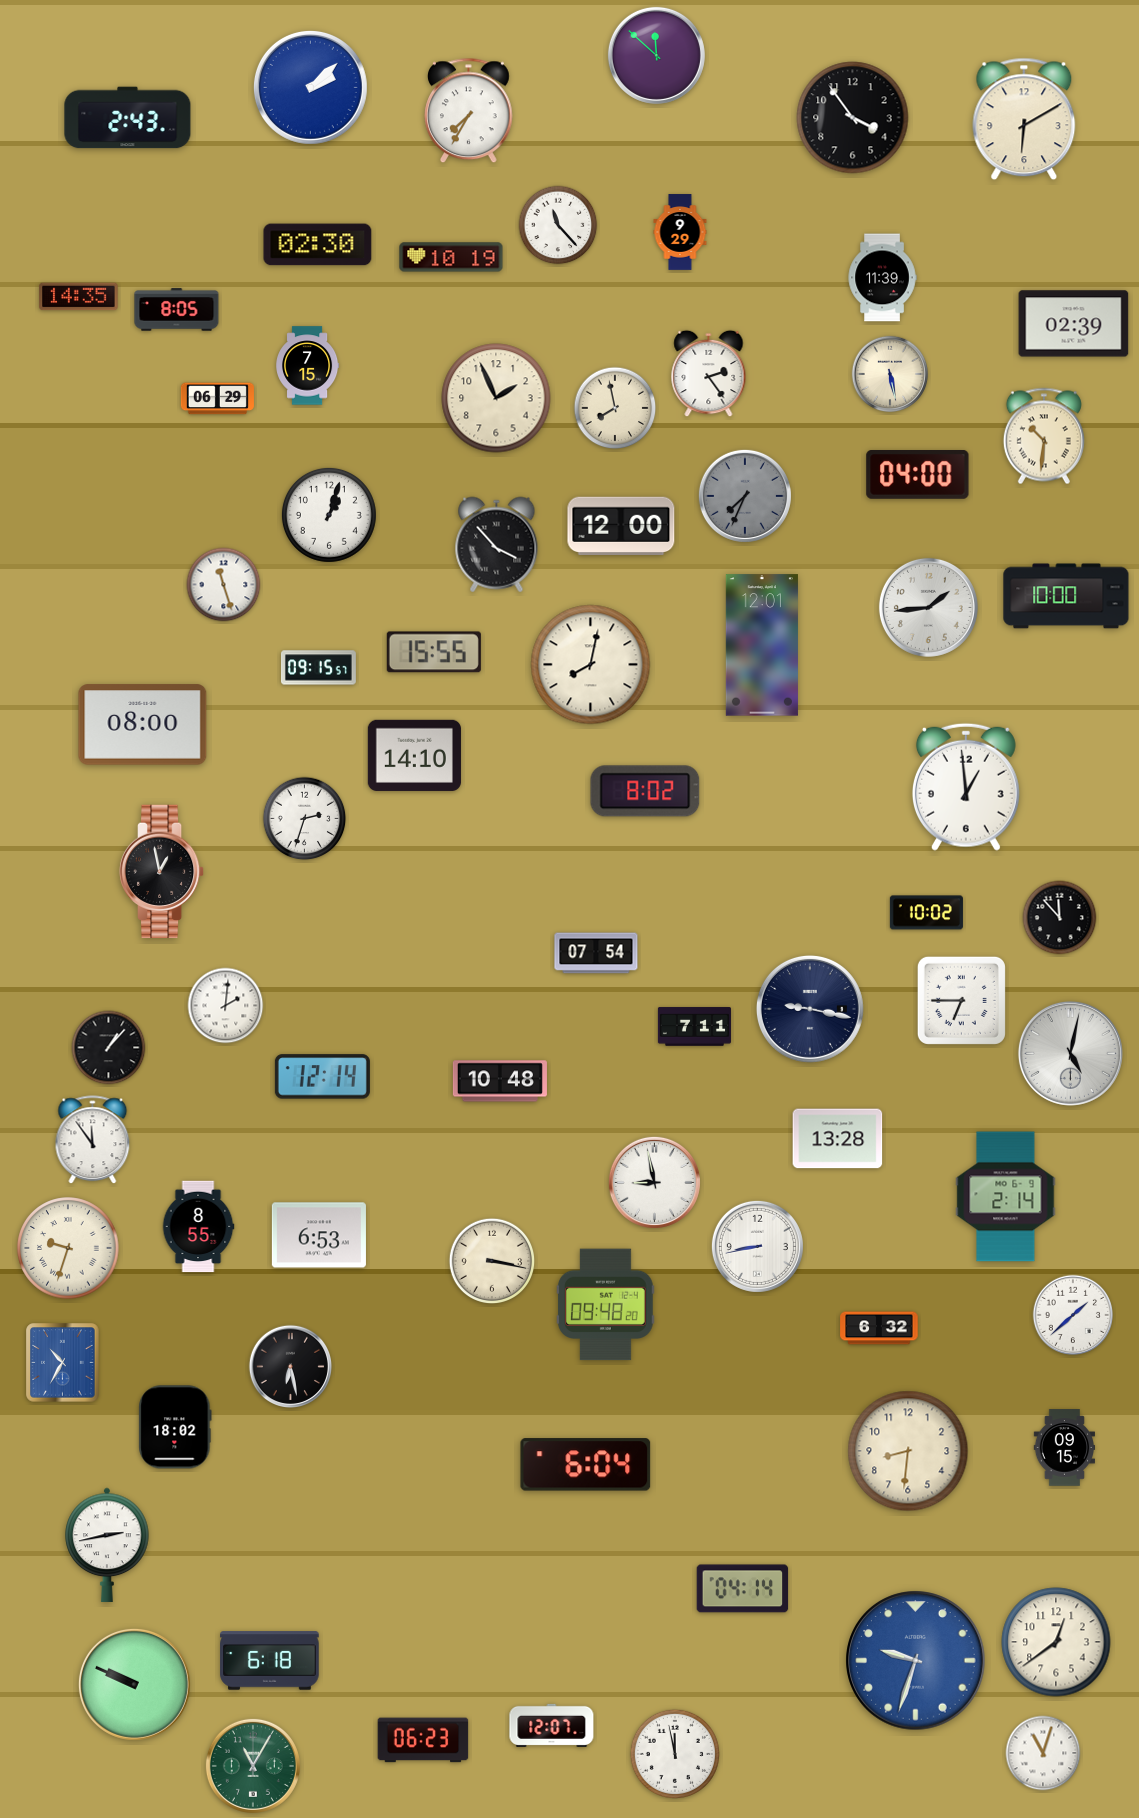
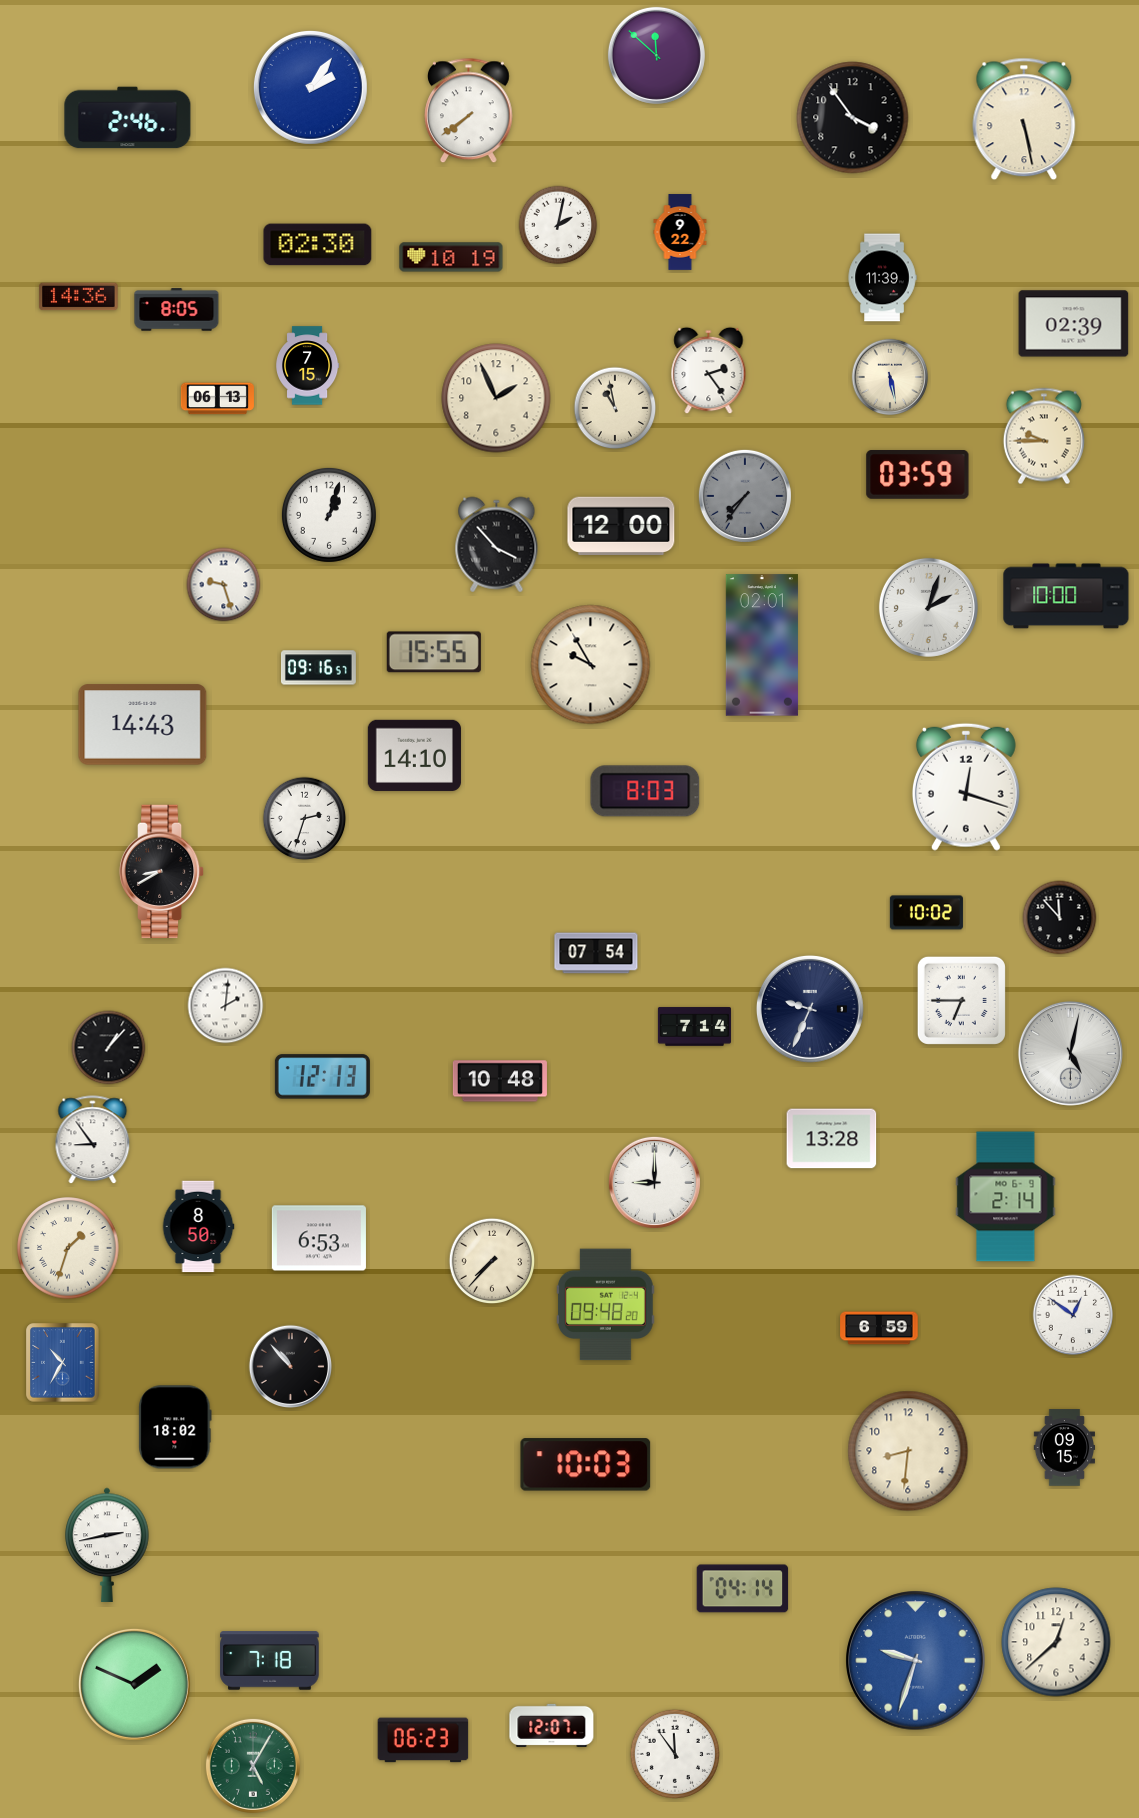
clock at (310, 87): 2:08 -> 2:06
clock at (469, 111): 7:35 -> 7:39
clock at (128, 118): 2:43 -> 2:46
clock at (1024, 119): 6:10 -> 5:28
clock at (558, 225): 11:23 -> 2:02
clock at (680, 232): 9:29 -> 9:22
clock at (79, 297): 14:35 -> 14:36
clock at (709, 374) position: (709, 374) -> (709, 371)
clock at (890, 374) position: (890, 374) -> (890, 377)
clock at (217, 399): 06:29 -> 06:13
clock at (615, 408): 7:58 -> 10:58
clock at (1044, 436): 10:31 -> 9:45
clock at (918, 475): 04:00 -> 03:59
clock at (745, 496): 7:34 -> 7:36
clock at (224, 585): 11:27 -> 9:27
clock at (928, 607): 1:44 -> 2:03
clock at (762, 645): 12:01 -> 02:01
clock at (591, 665): 8:02 -> 9:55
clock at (318, 668): 09:15 -> 09:16
clock at (143, 725): 08:00 -> 14:43
clock at (966, 787): 12:59 -> 12:18
clock at (645, 791): 8:02 -> 8:03
clock at (162, 872): 12:58 -> 8:40
clock at (810, 1009): 9:17 -> 9:34
clock at (694, 1027): 7:11 -> 7:14
clock at (322, 1077): 12:14 -> 12:13
clock at (838, 1139) position: (838, 1139) -> (832, 1139)
clock at (93, 1140): 11:54 -> 8:54
clock at (654, 1182): 8:58 -> 9:00
clock at (198, 1227): 8:55 -> 8:50
clock at (319, 1235) position: (319, 1235) -> (319, 1238)
clock at (757, 1246): 8:43 -> none
clock at (68, 1248): 9:33 -> 1:33
clock at (492, 1261): 3:17 -> 7:37
clock at (1072, 1314): 1:38 -> 12:51
clock at (879, 1328): 6:32 -> 6:59
clock at (290, 1366): 6:28 -> 10:53
clock at (586, 1465): 6:04 -> 10:03
clock at (1056, 1642): 12:39 -> 12:38
clock at (270, 1661): 6:18 -> 7:18
clock at (134, 1684): 9:49 -> 1:49
clock at (1043, 1753): 11:03 -> none
clock at (675, 1754): 11:58 -> 11:54
clock at (253, 1766): 11:05 -> 5:05
